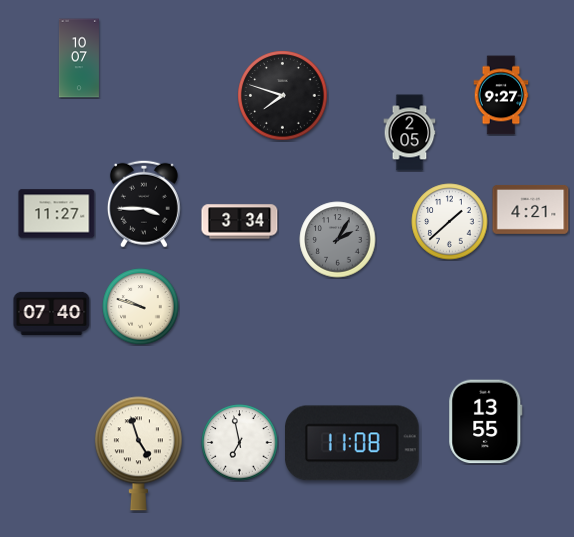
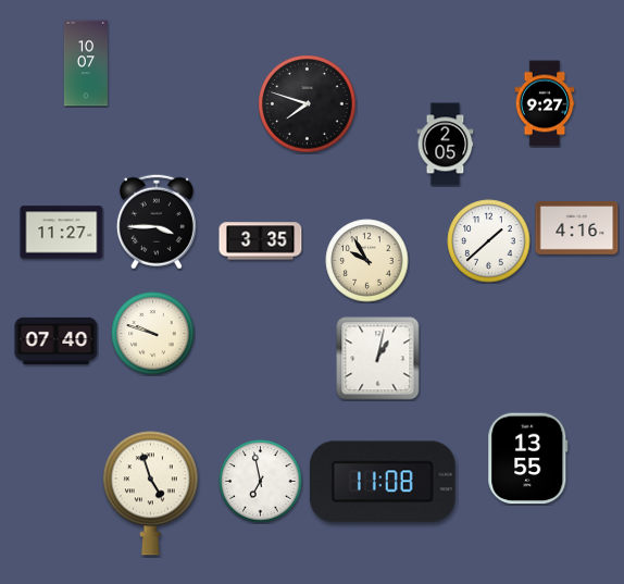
clock at (531, 209): 4:21 -> 4:16
clock at (240, 222): 3:34 -> 3:35
clock at (338, 240): 2:05 -> 9:55
clock at (338, 240) dial: grey -> cream
clock at (378, 359): none -> 1:02
